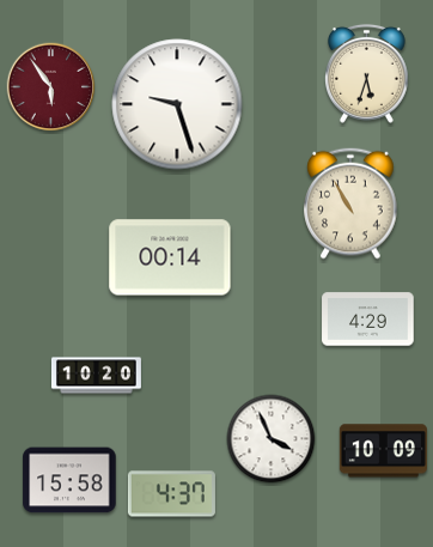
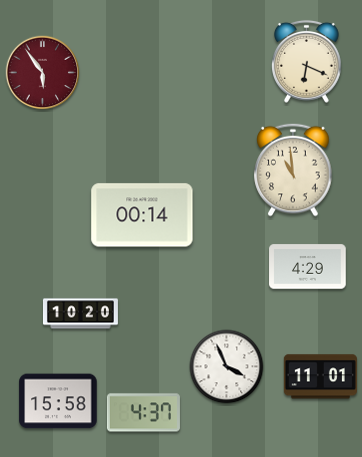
clock at (367, 73): 5:33 -> 6:19
clock at (177, 104): 9:27 -> none
clock at (350, 203): 10:55 -> 10:59
clock at (383, 451): 10:09 -> 11:01
